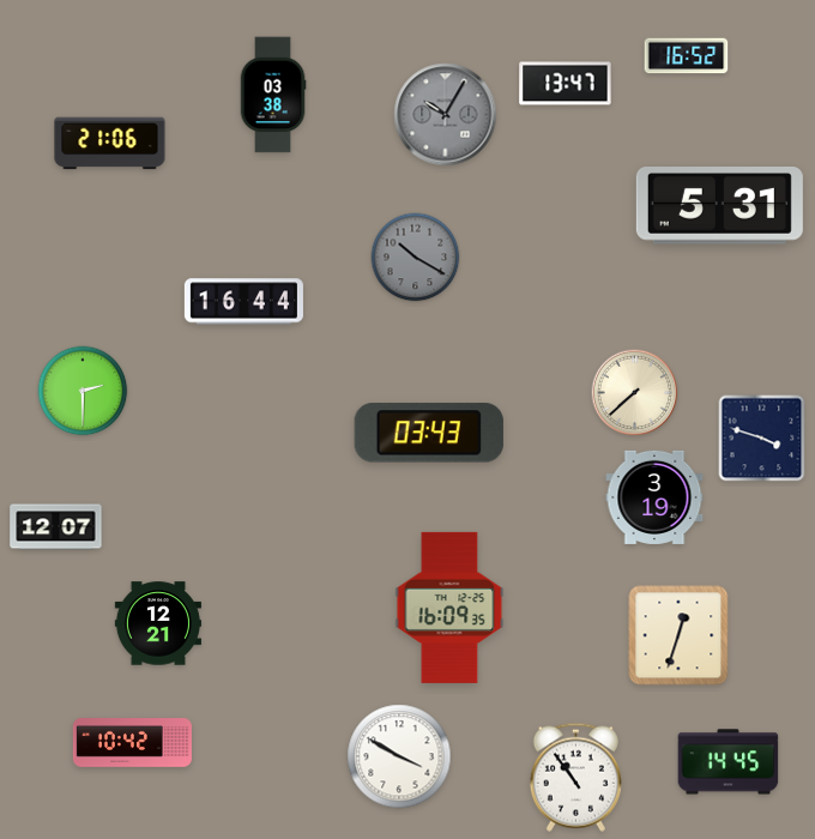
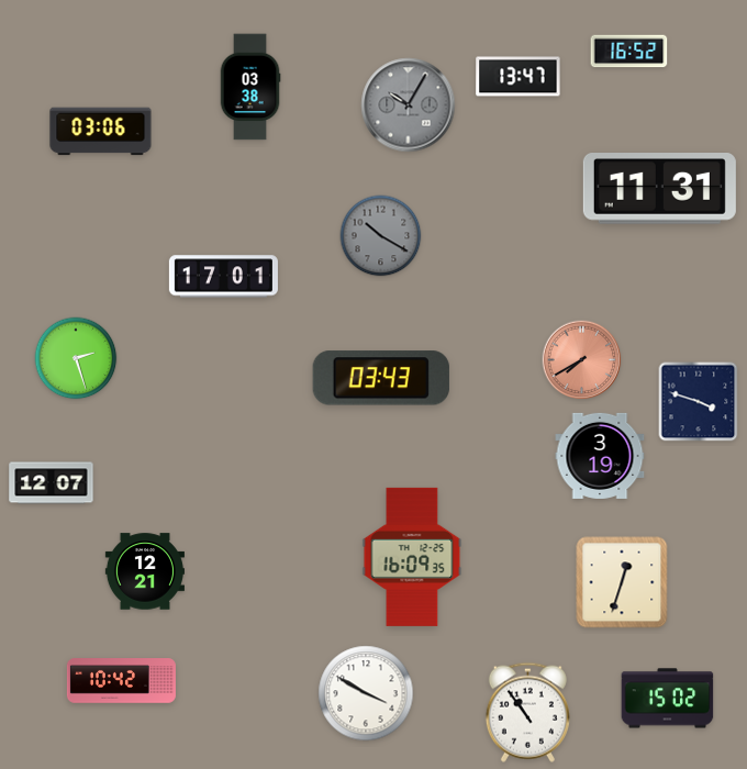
clock at (110, 144): 21:06 -> 03:06
clock at (719, 206): 5:31 -> 11:31
clock at (243, 302): 16:44 -> 17:01
clock at (83, 391): 2:30 -> 2:27
clock at (635, 393): 7:38 -> 7:40
clock at (635, 393) dial: cream -> salmon
clock at (429, 433) position: (429, 433) -> (381, 378)
clock at (729, 762): 14:45 -> 15:02
